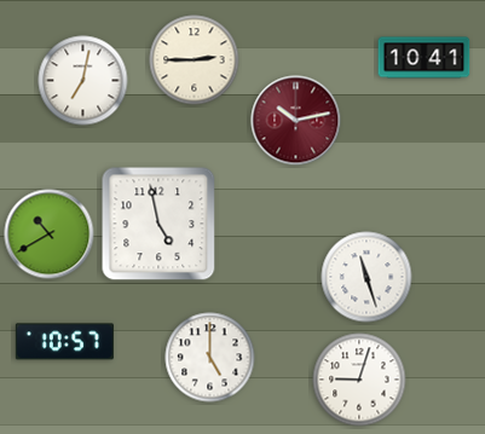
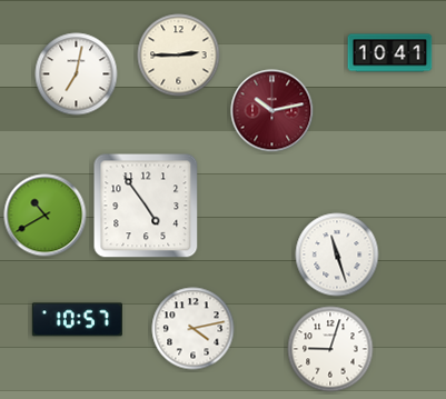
clock at (158, 224): 4:58 -> 4:54
clock at (64, 342) position: (64, 342) -> (77, 320)
clock at (210, 358): 5:00 -> 4:13
